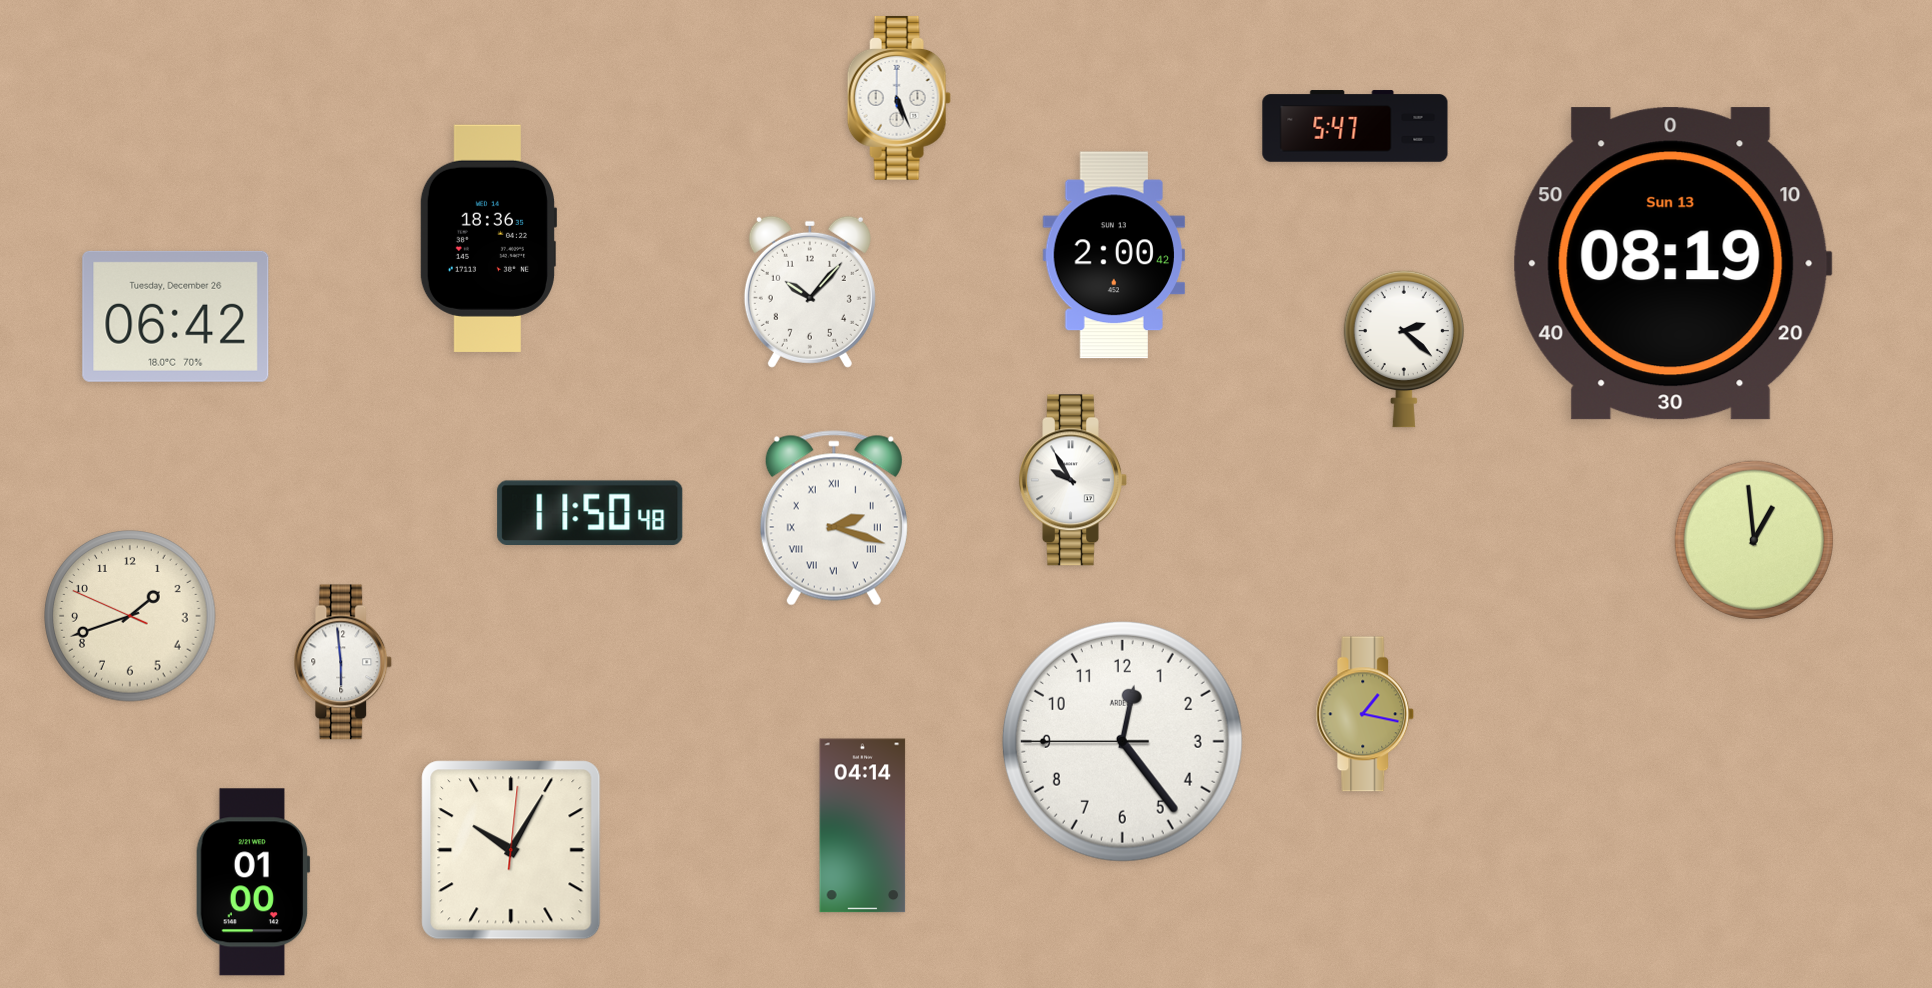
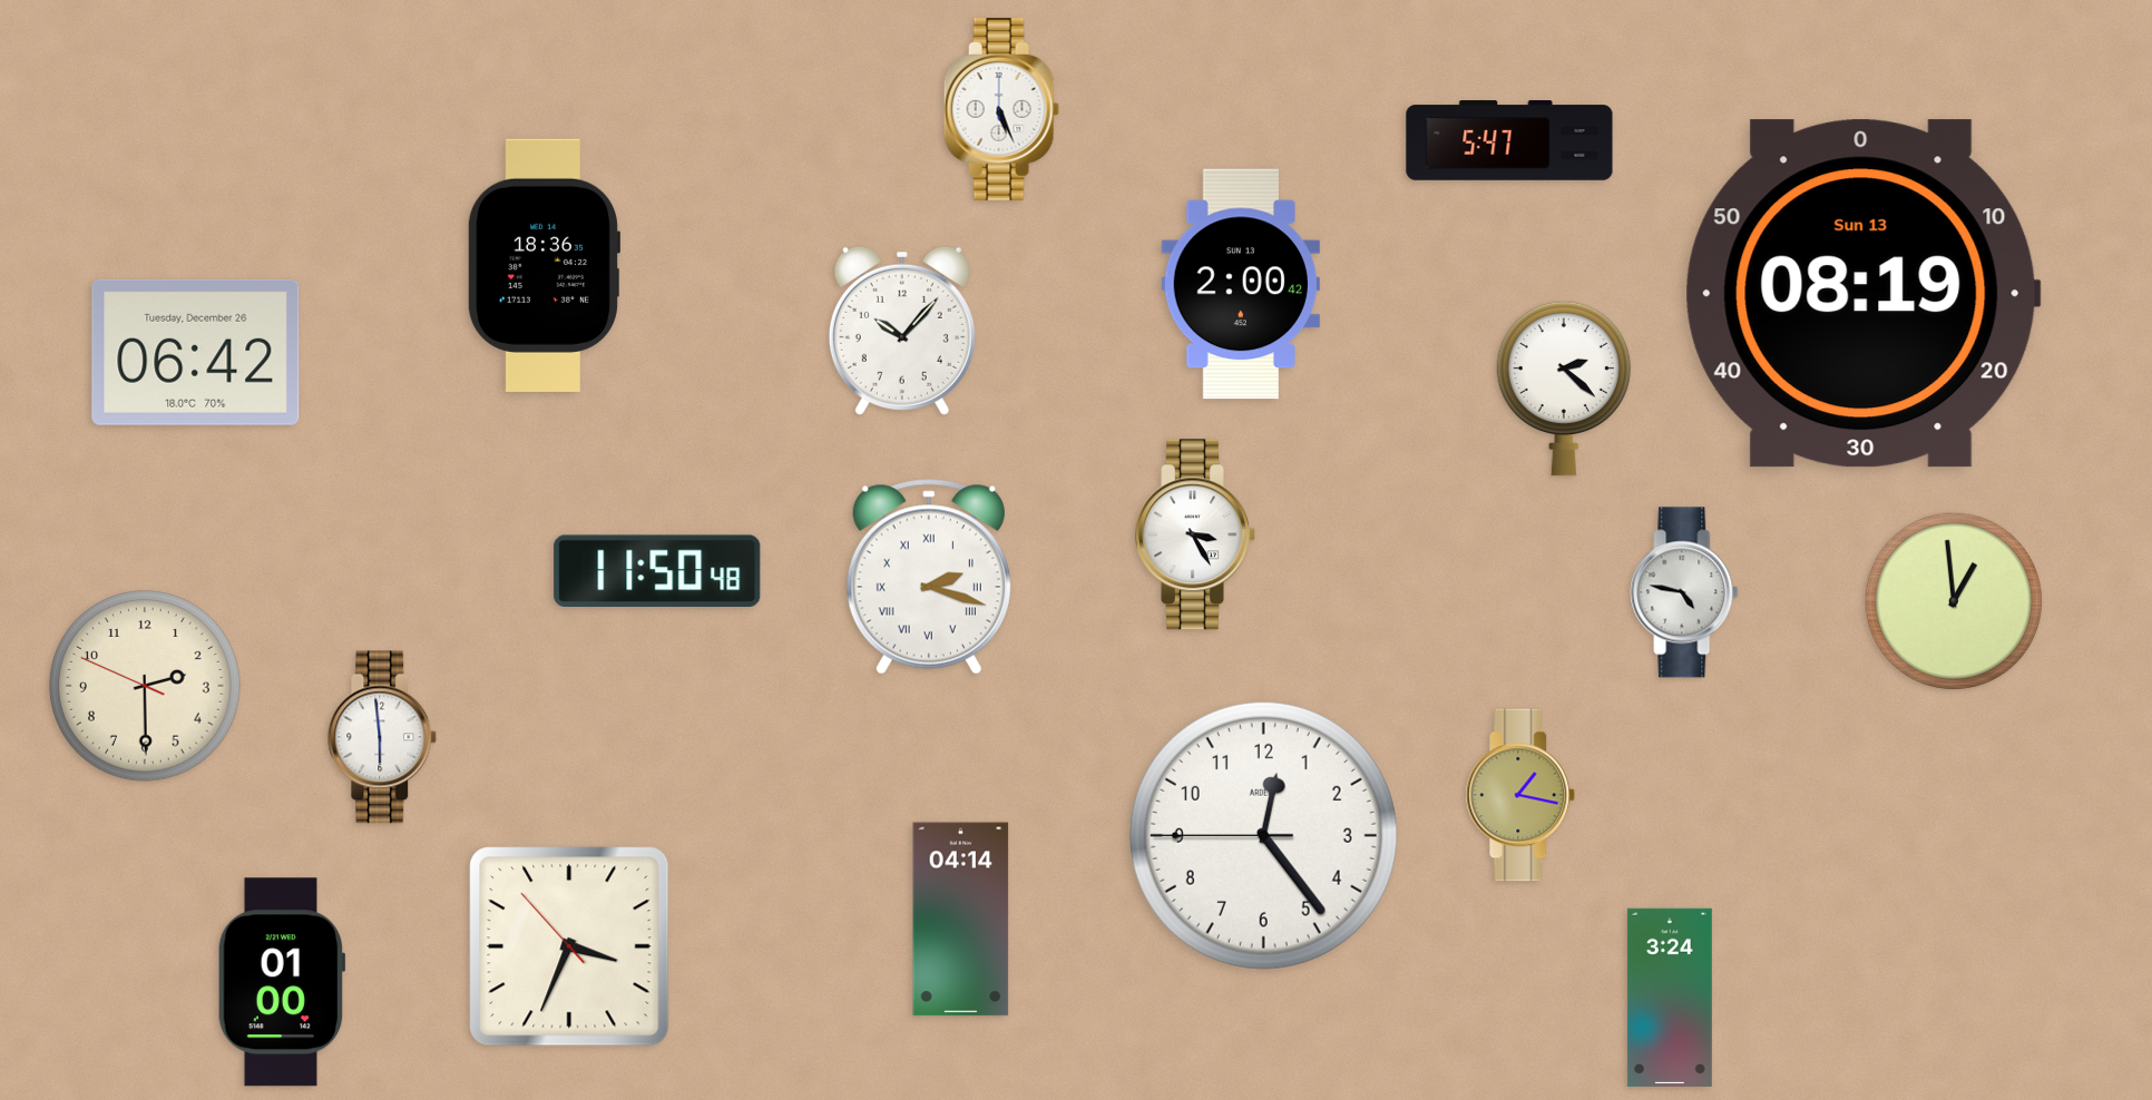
clock at (810, 292) position: (810, 292) -> (902, 331)
clock at (1073, 480): 9:55 -> 3:25
clock at (1684, 592): none -> 4:47
clock at (130, 616): 1:41 -> 2:29
clock at (1122, 741) position: (1122, 741) -> (1263, 835)
clock at (511, 850): 10:05 -> 3:33
clock at (1670, 998): none -> 3:24
